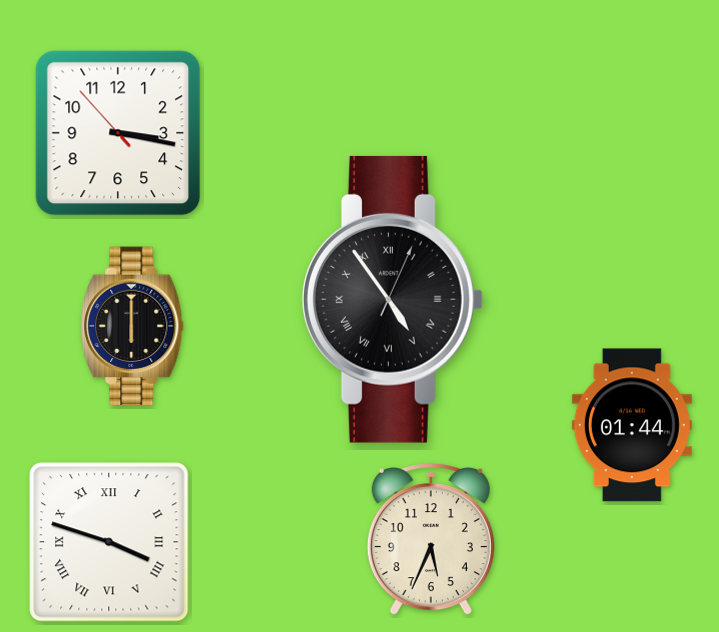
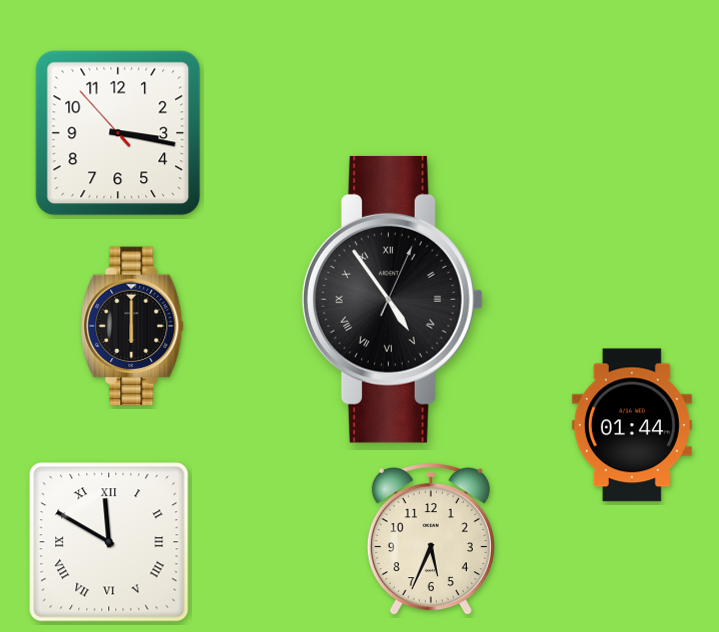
clock at (109, 542): 3:48 -> 11:50
